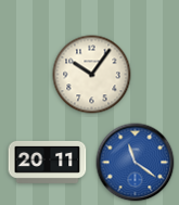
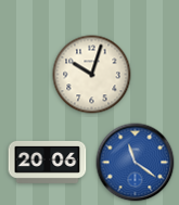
clock at (92, 75): 10:06 -> 10:03
clock at (48, 162): 20:11 -> 20:06
